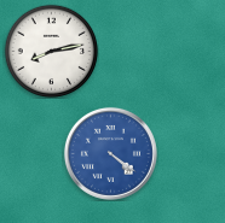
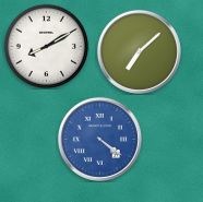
clock at (51, 51): 8:13 -> 8:10
clock at (139, 51): none -> 7:08
